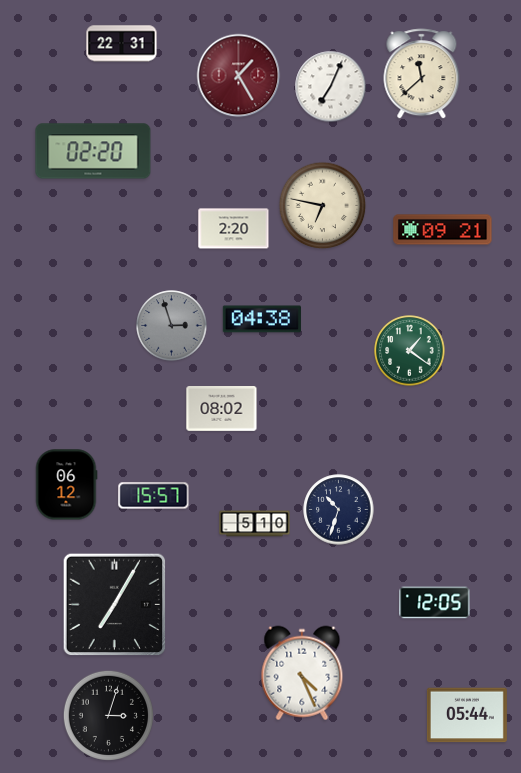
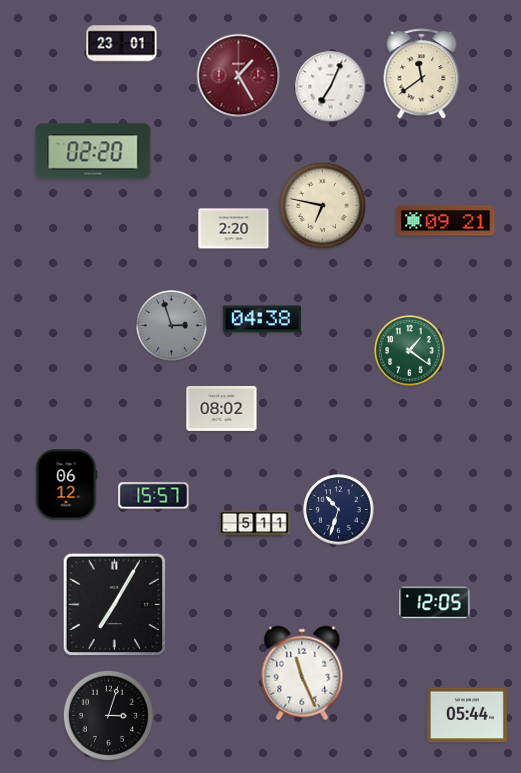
clock at (122, 44): 22:31 -> 23:01
clock at (422, 74): 11:38 -> 11:39
clock at (443, 230) position: (443, 230) -> (446, 221)
clock at (255, 524): 5:10 -> 5:11
clock at (302, 673): 4:26 -> 11:26
